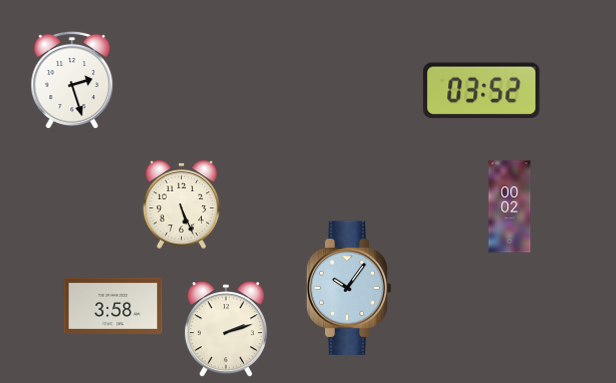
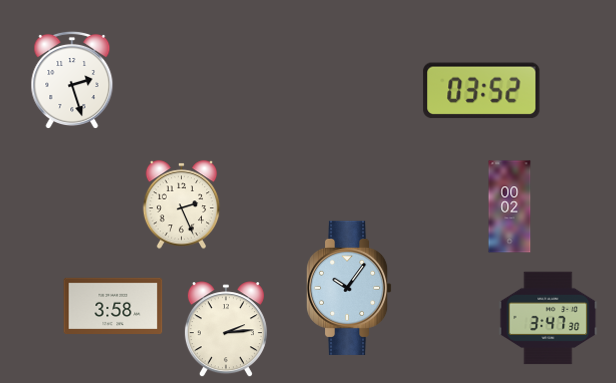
clock at (182, 205): 5:26 -> 2:26
clock at (548, 318): none -> 3:47
clock at (226, 330): 2:12 -> 2:14
